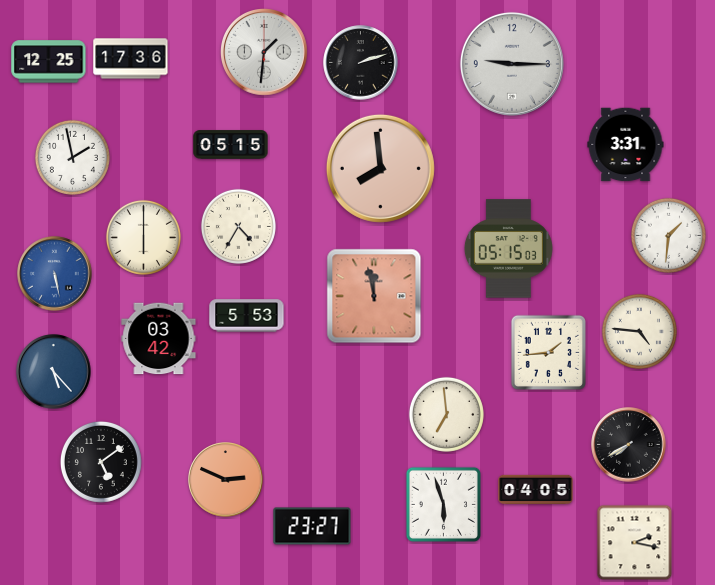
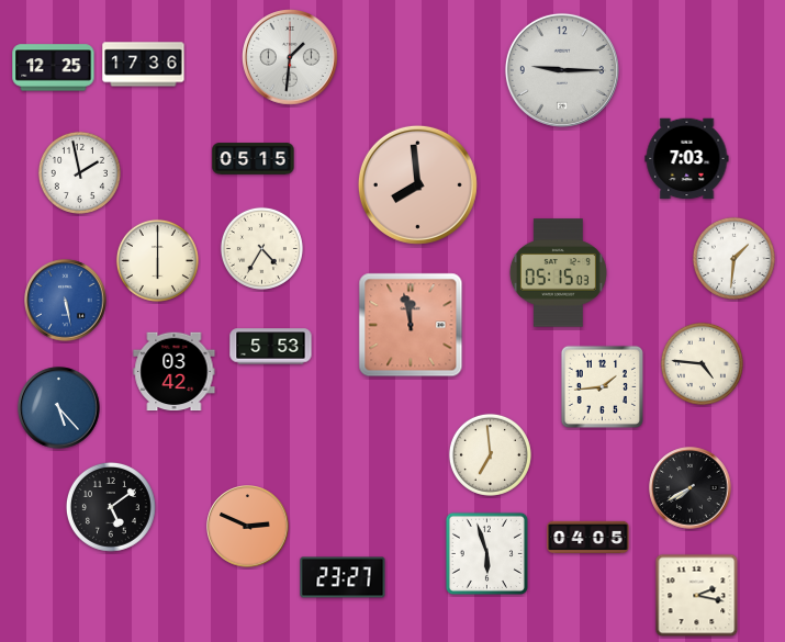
clock at (361, 63): 2:12 -> none
clock at (626, 145): 3:31 -> 7:03
clock at (55, 274) position: (55, 274) -> (66, 301)
